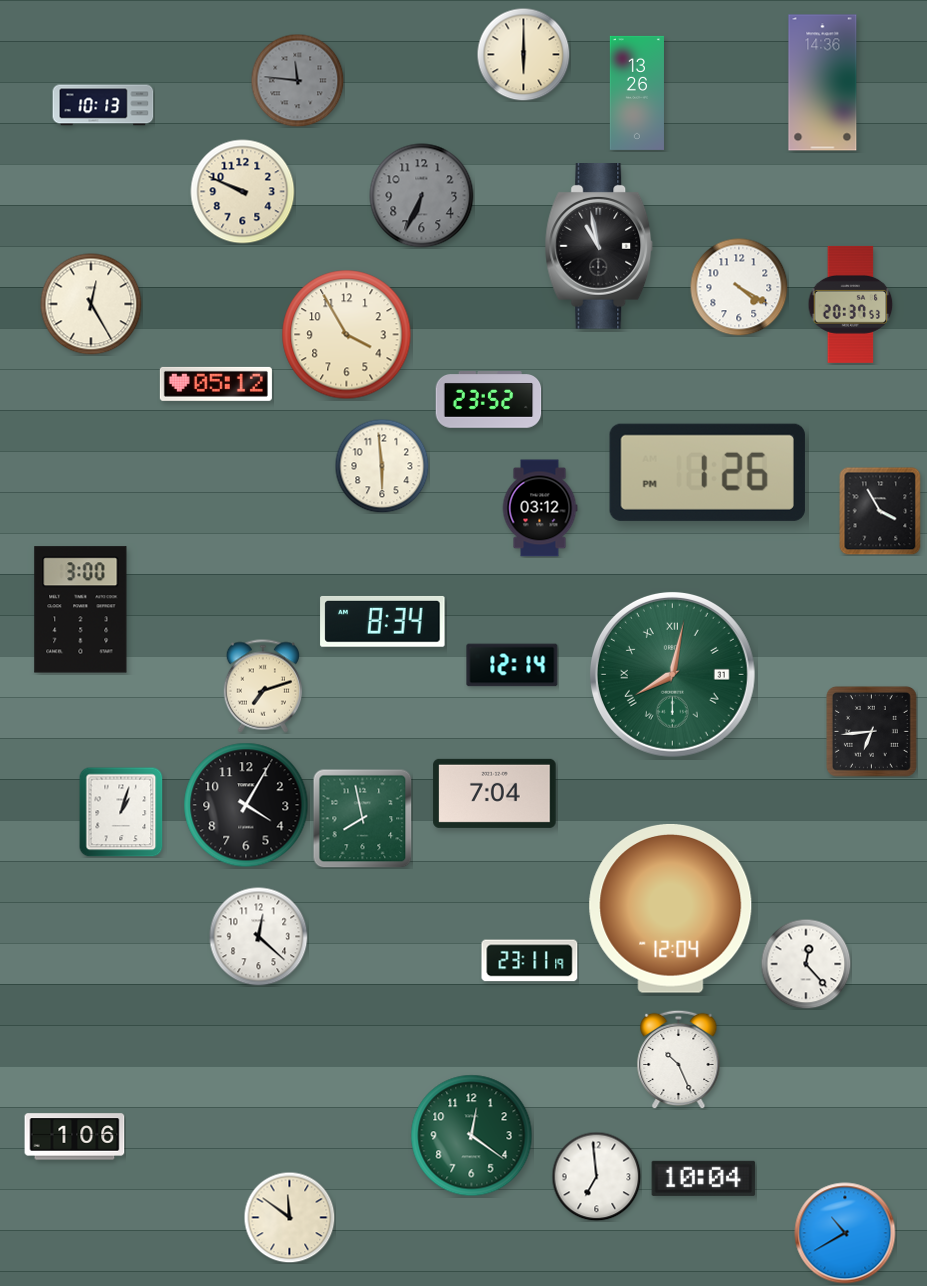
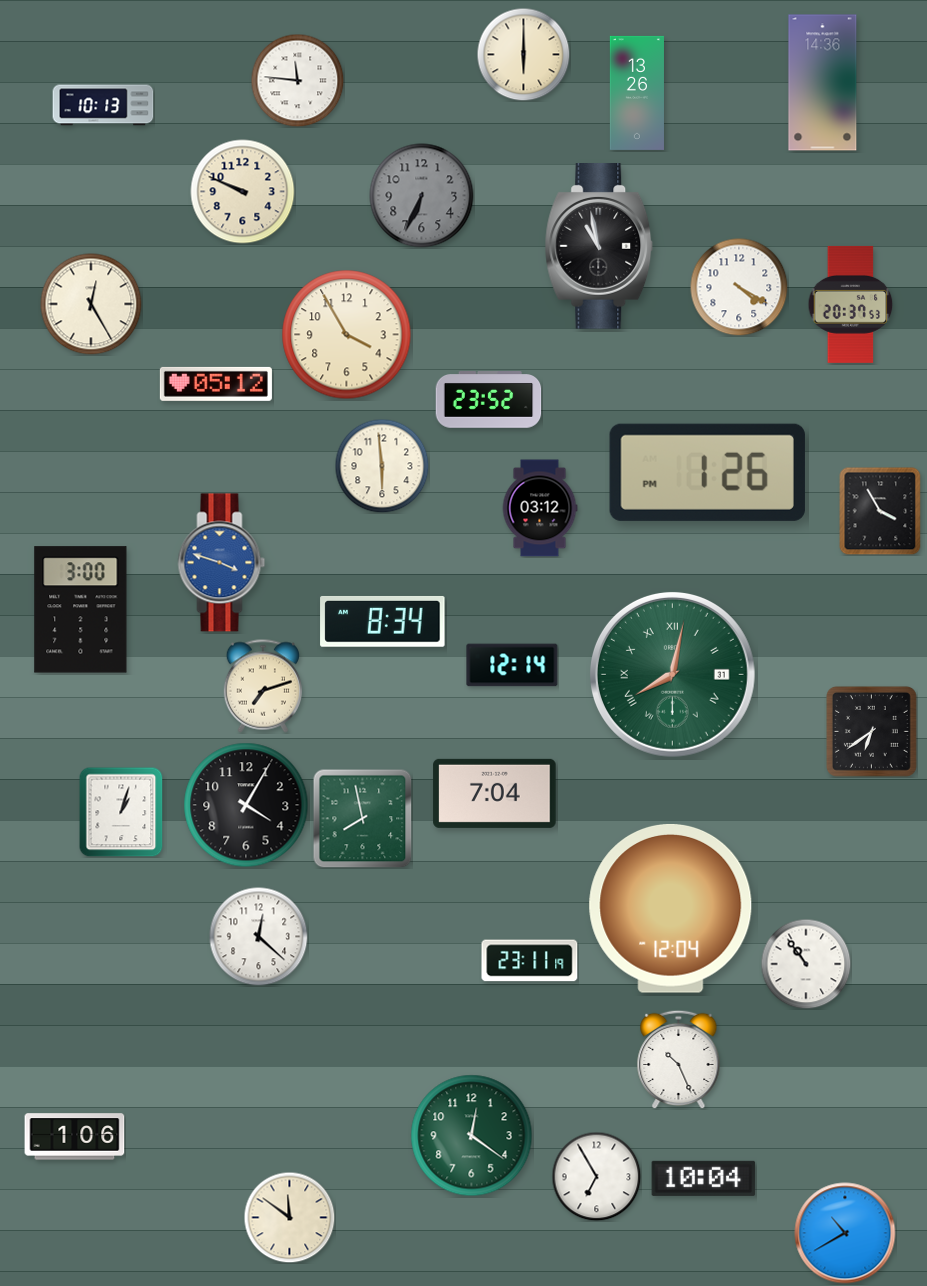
clock at (297, 80) dial: grey -> white
clock at (222, 563): none -> 3:48
clock at (871, 731): 6:44 -> 6:39
clock at (806, 964): 12:23 -> 10:54
clock at (596, 1176): 6:59 -> 6:55
